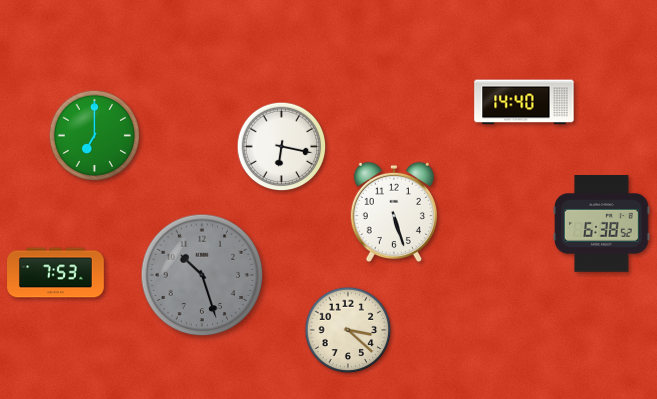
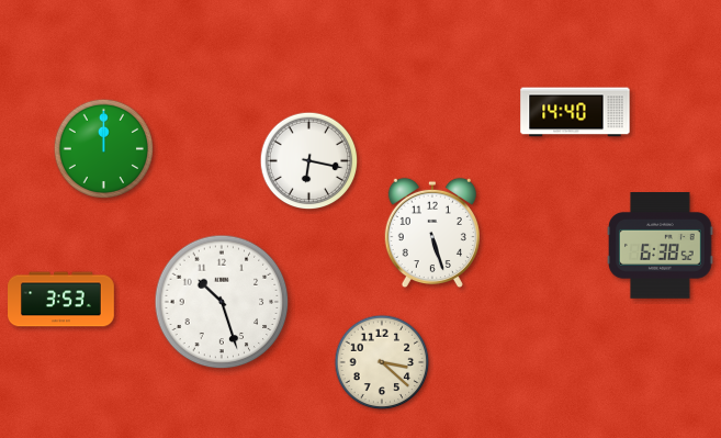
clock at (94, 135): 7:00 -> 12:00
clock at (56, 273): 7:53 -> 3:53
clock at (202, 275) dial: grey -> white
